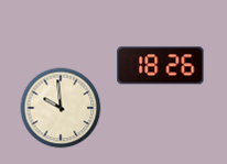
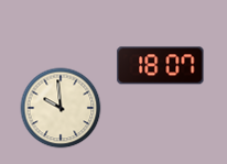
clock at (161, 66): 18:26 -> 18:07
